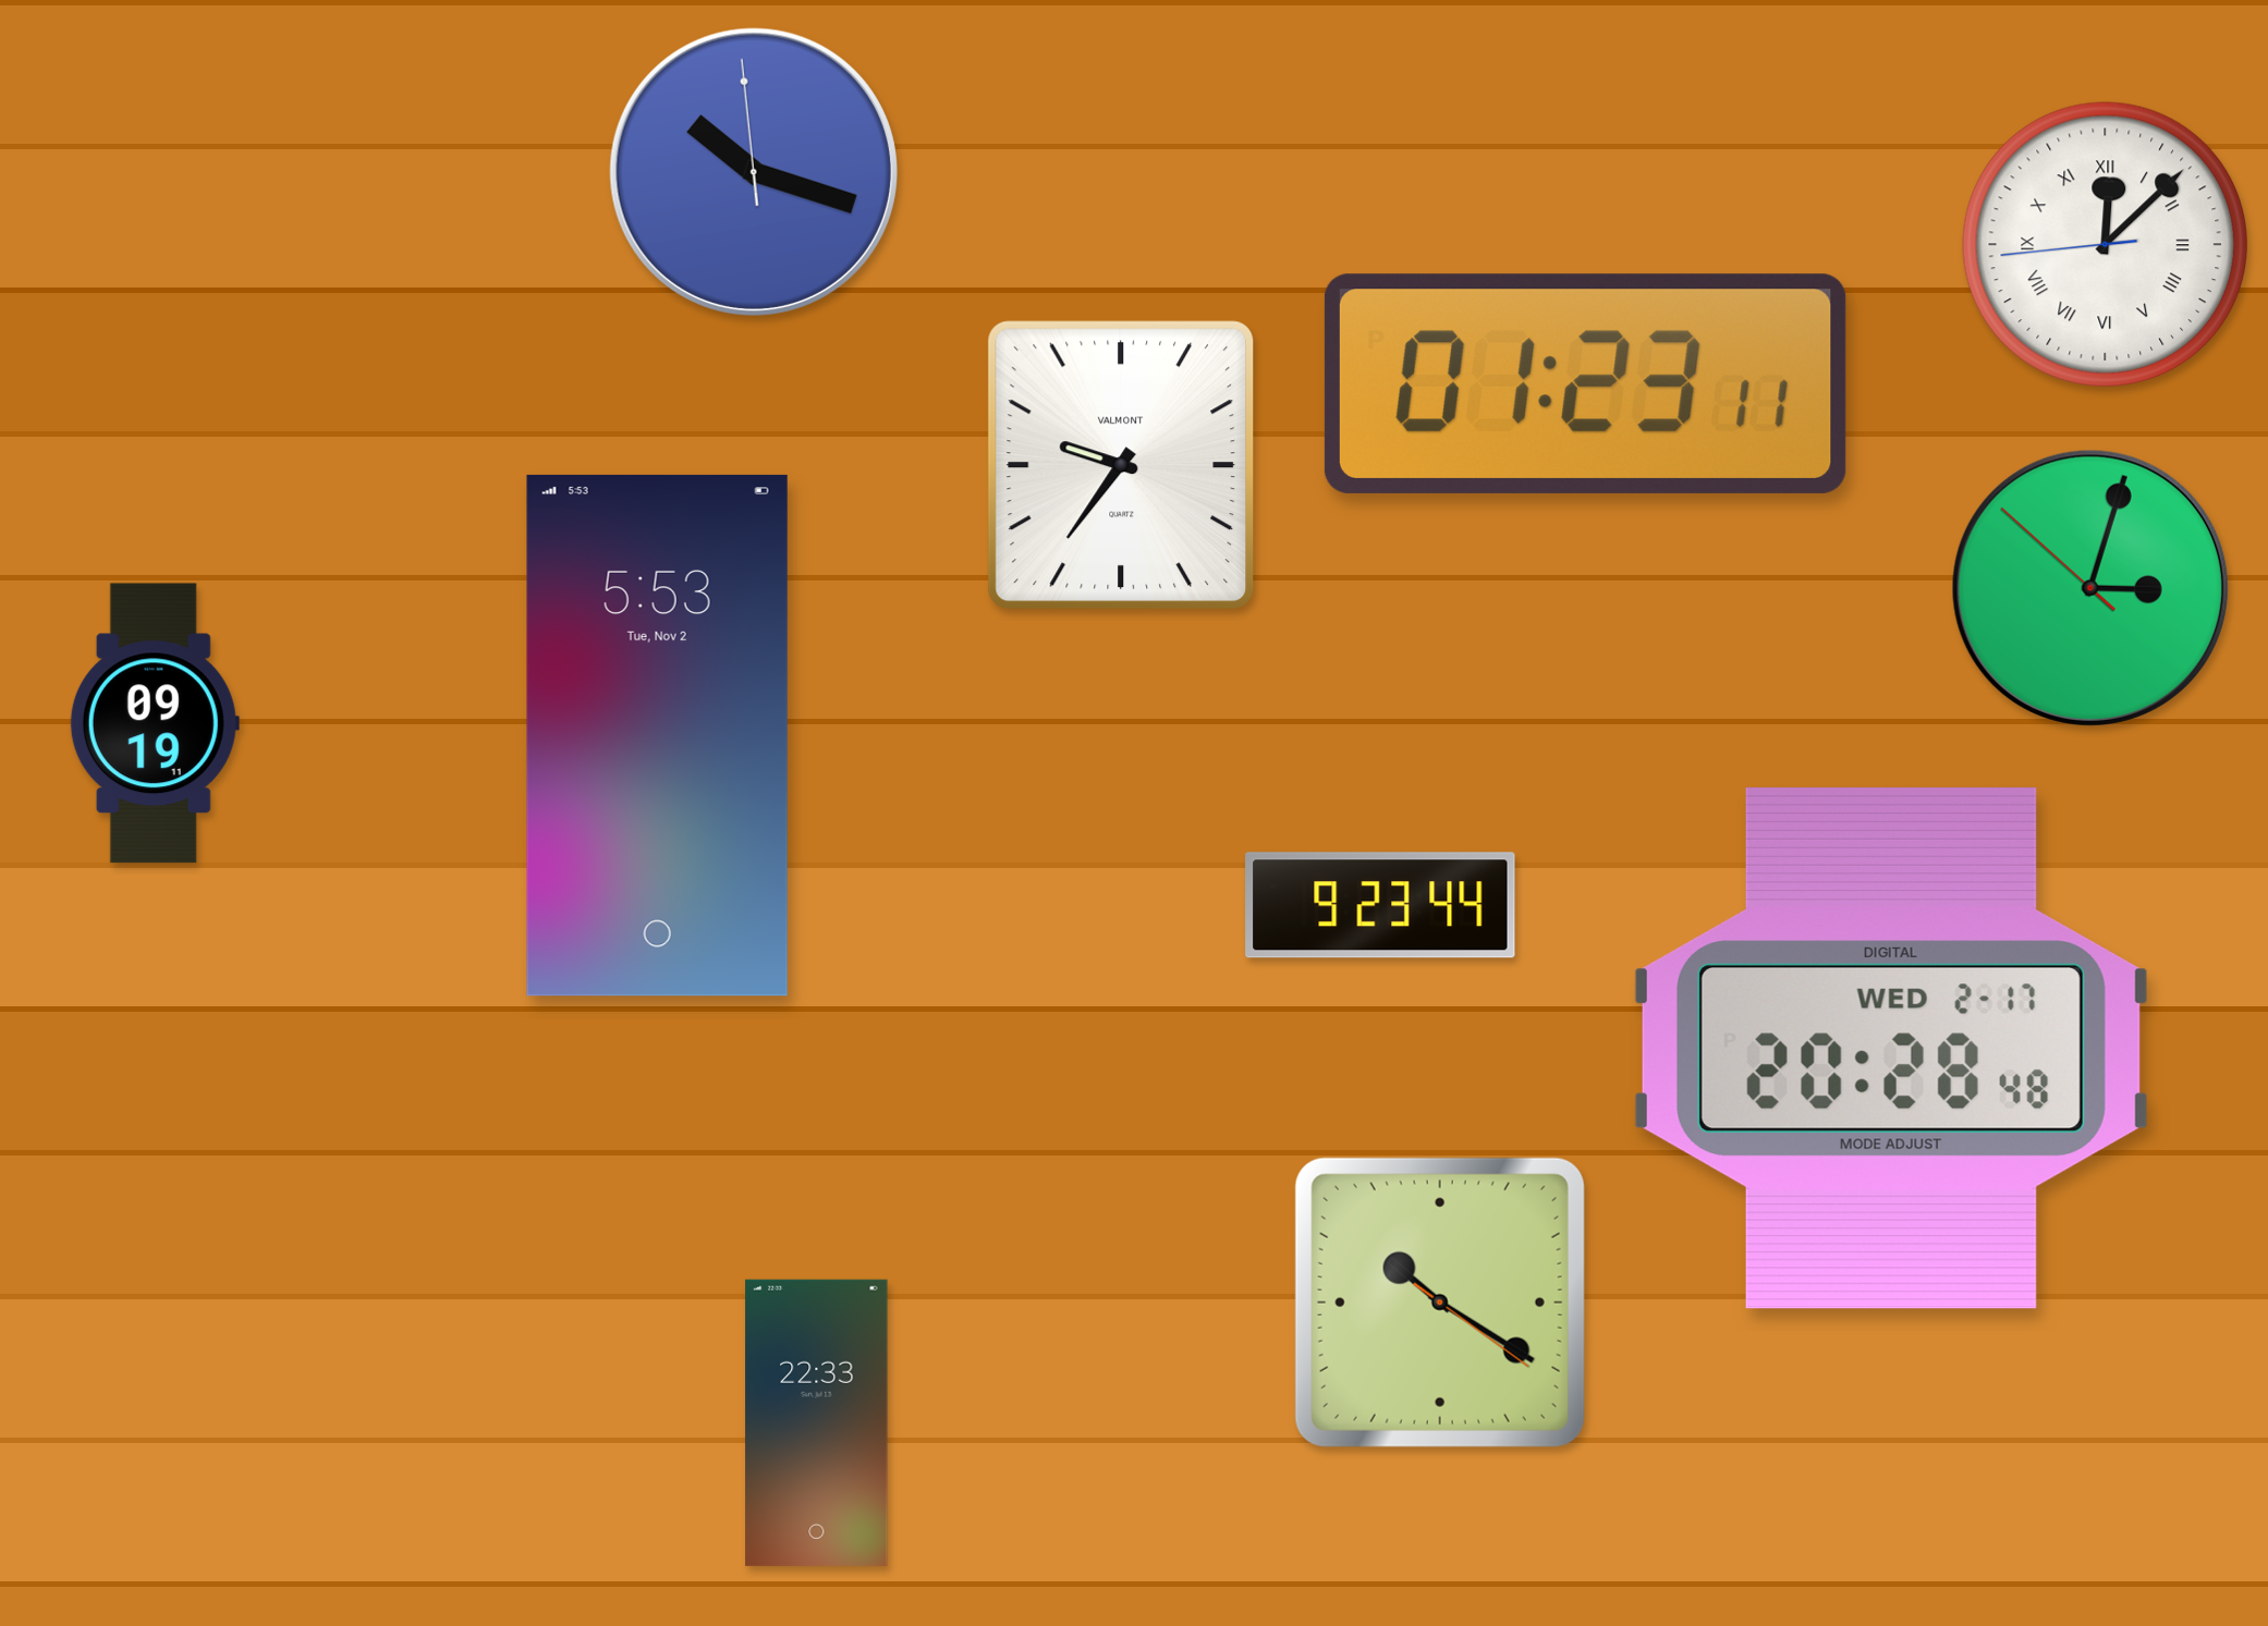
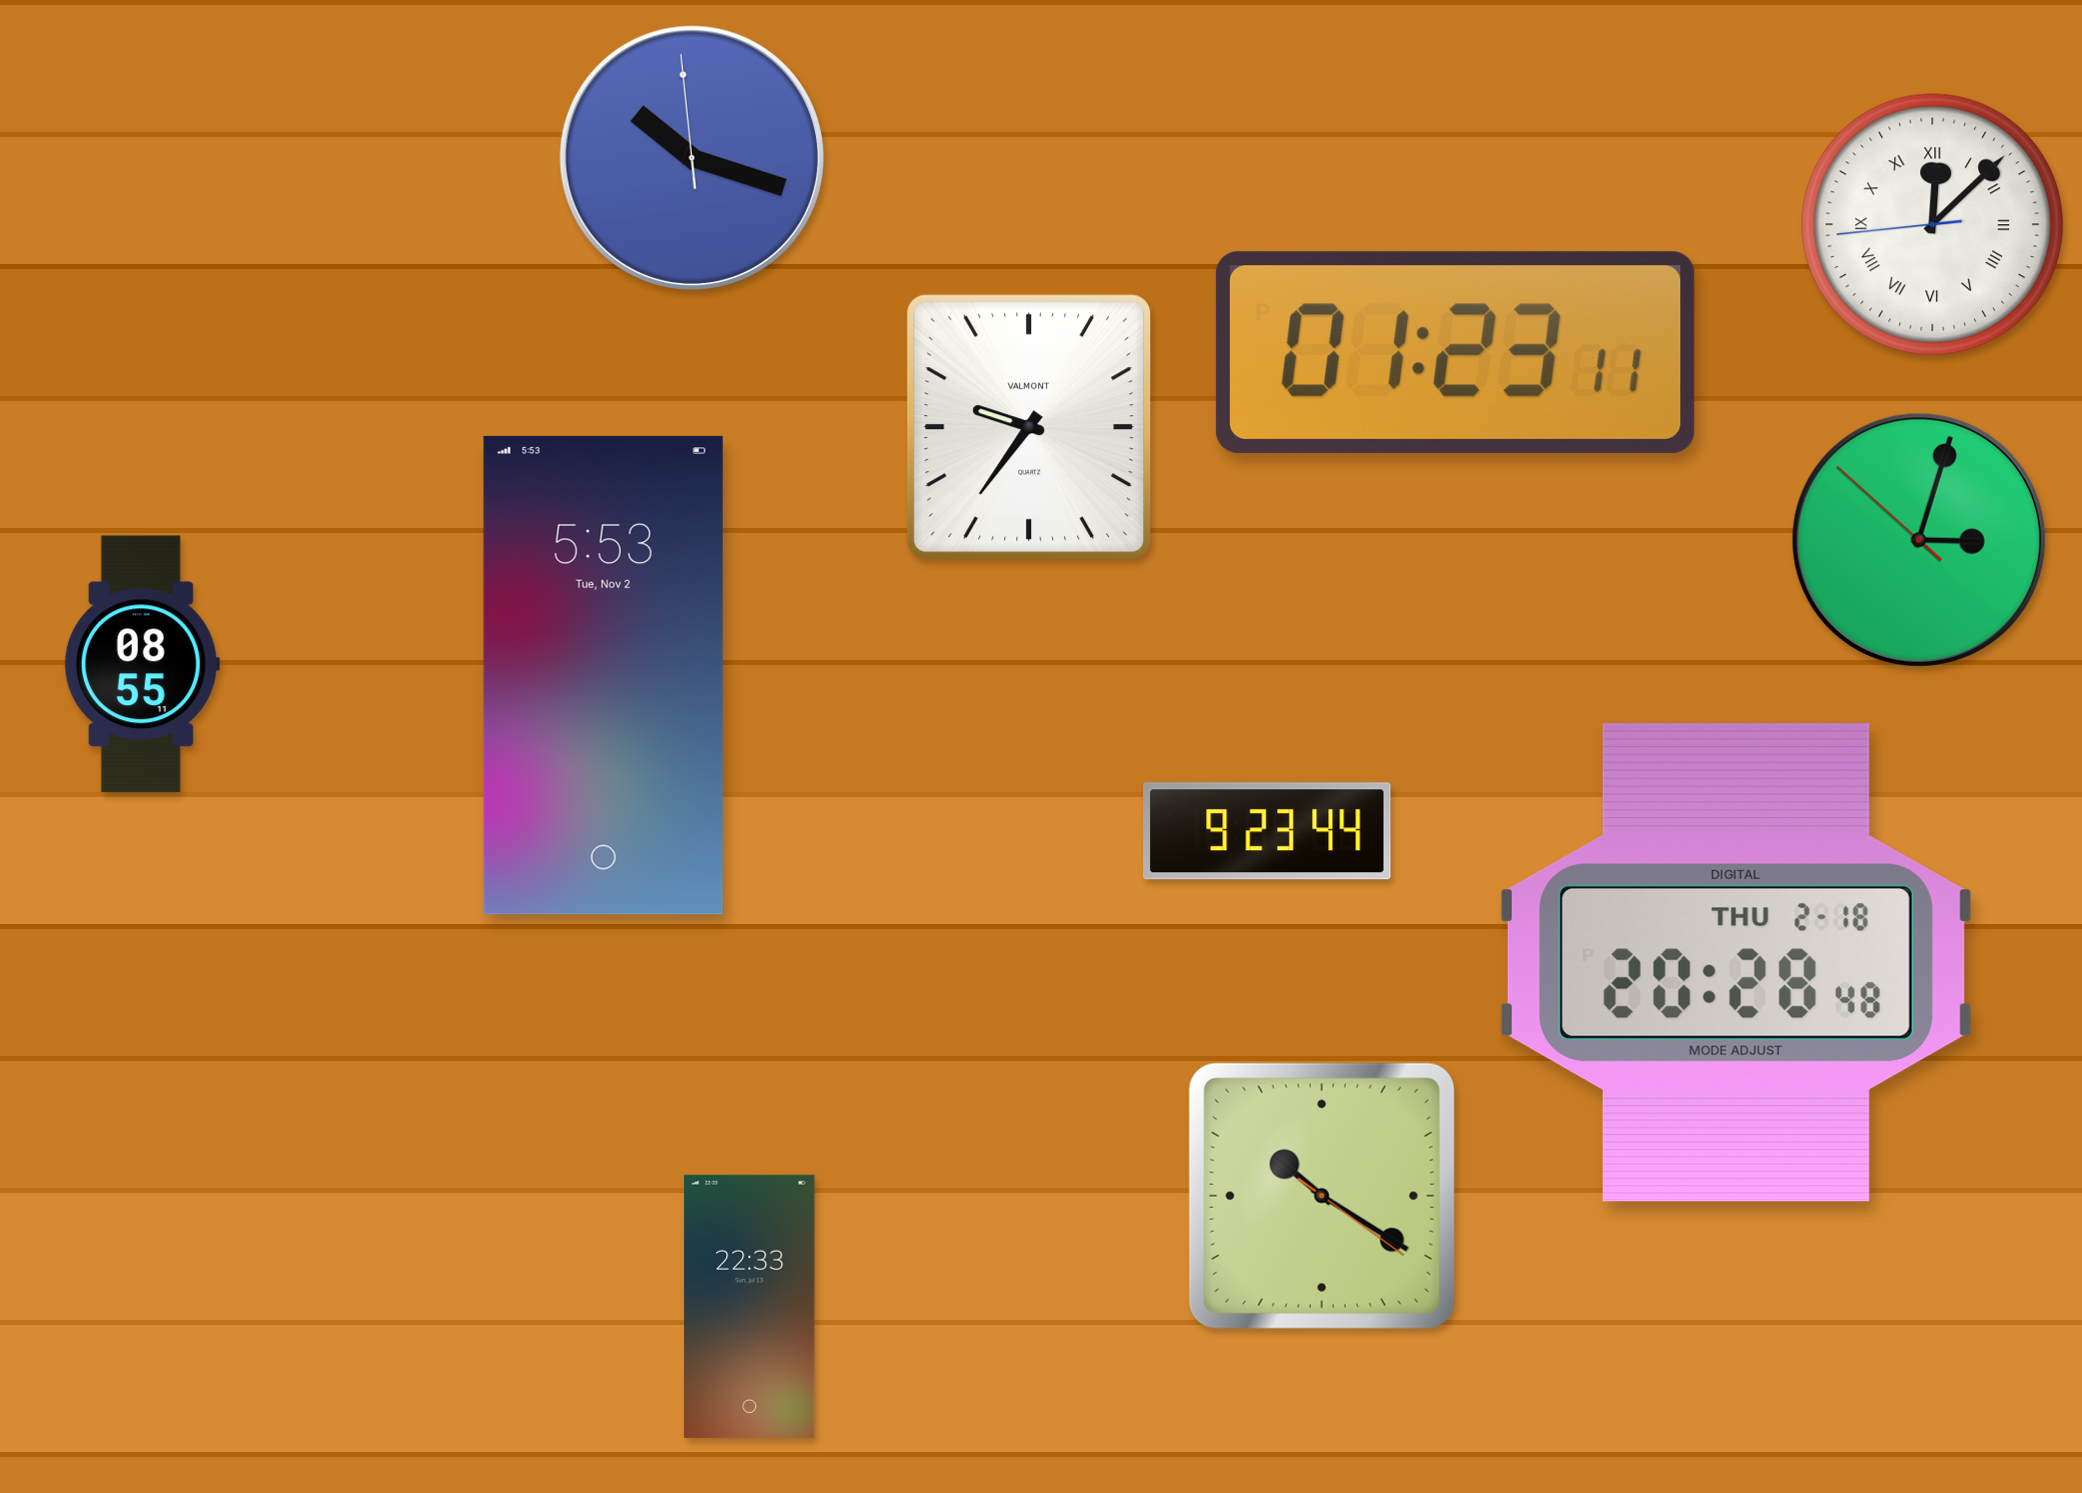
clock at (155, 723): 09:19 -> 08:55
clock at (1891, 1048) date: WED 2-17 -> THU 2-18
